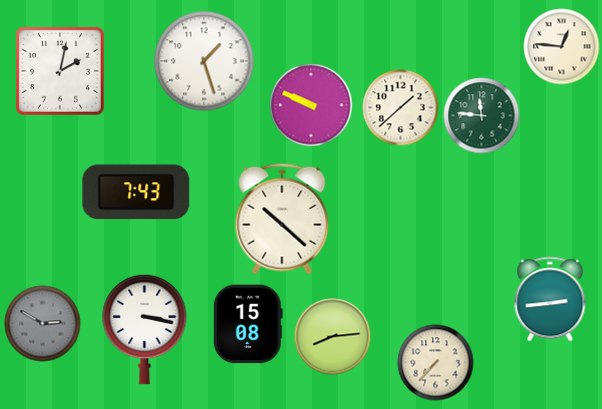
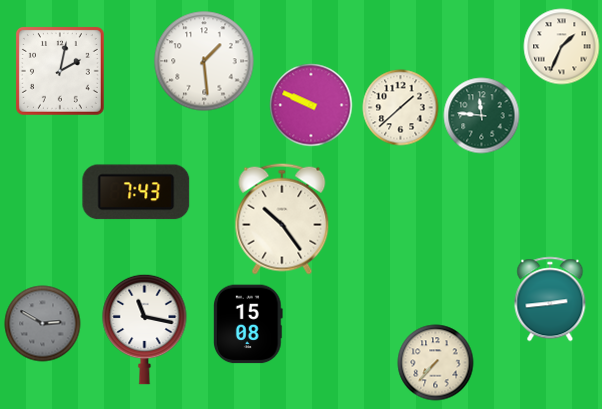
clock at (562, 47): 12:46 -> 1:34
clock at (204, 61): 1:27 -> 1:29
clock at (282, 219): 10:22 -> 10:24
clock at (145, 329): 3:17 -> 11:17
clock at (333, 337): 8:14 -> none
